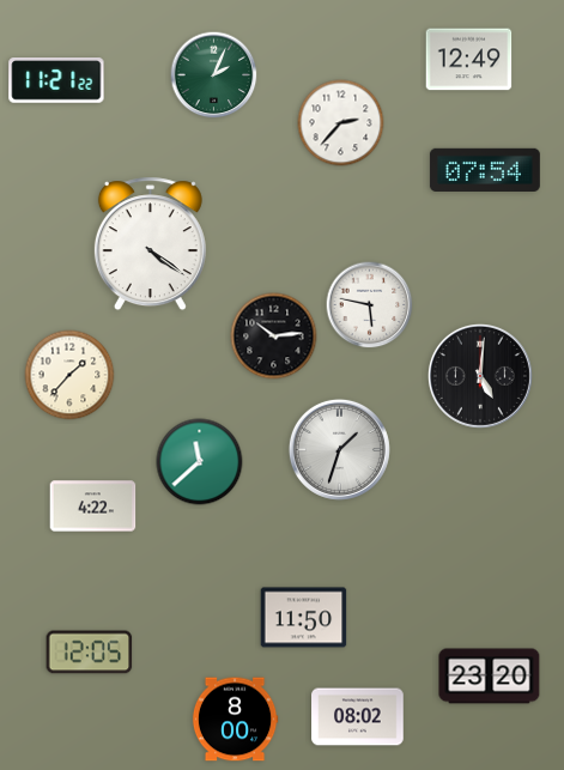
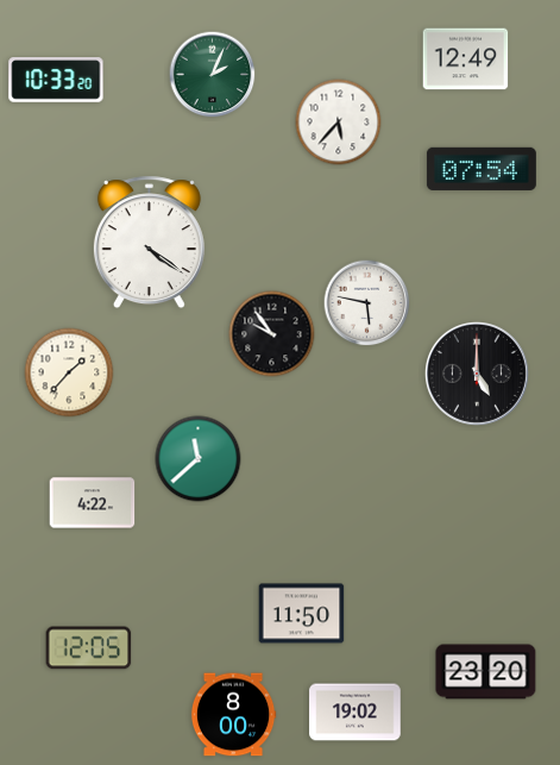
clock at (56, 80): 11:21 -> 10:33
clock at (341, 123): 2:37 -> 5:37
clock at (274, 337): 10:14 -> 9:54
clock at (480, 376): 5:01 -> 5:00
clock at (339, 449): 1:33 -> none
clock at (358, 717): 08:02 -> 19:02
